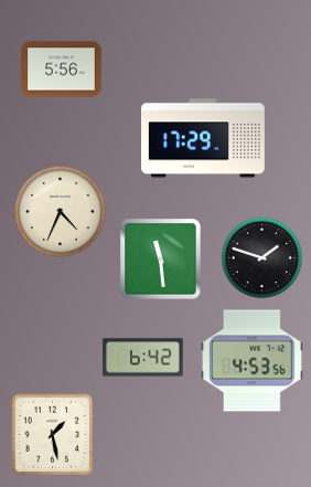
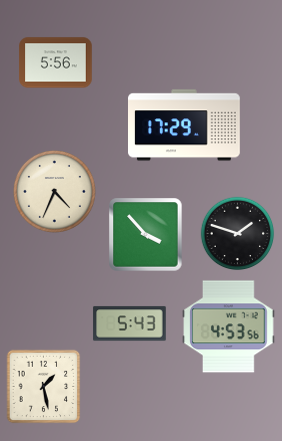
clock at (161, 260): 11:29 -> 3:53
clock at (143, 358): 6:42 -> 5:43
clock at (53, 435) position: (53, 435) -> (44, 387)
